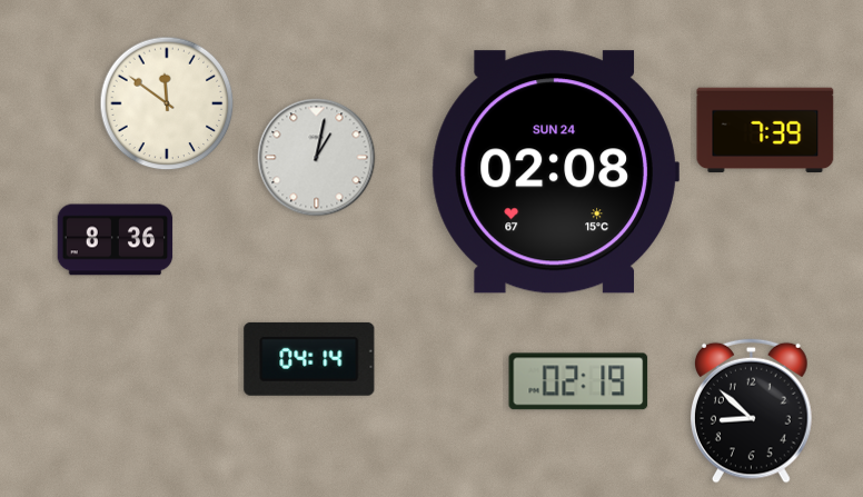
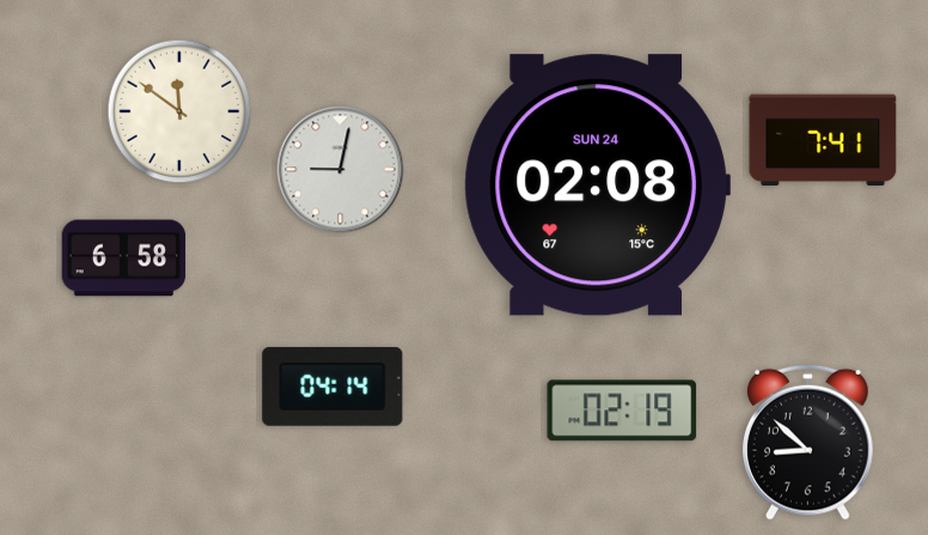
clock at (765, 130): 7:39 -> 7:41
clock at (317, 158): 1:02 -> 9:02
clock at (116, 240): 8:36 -> 6:58
